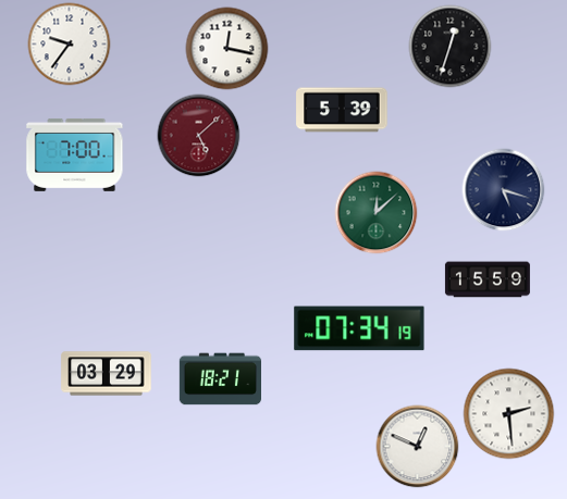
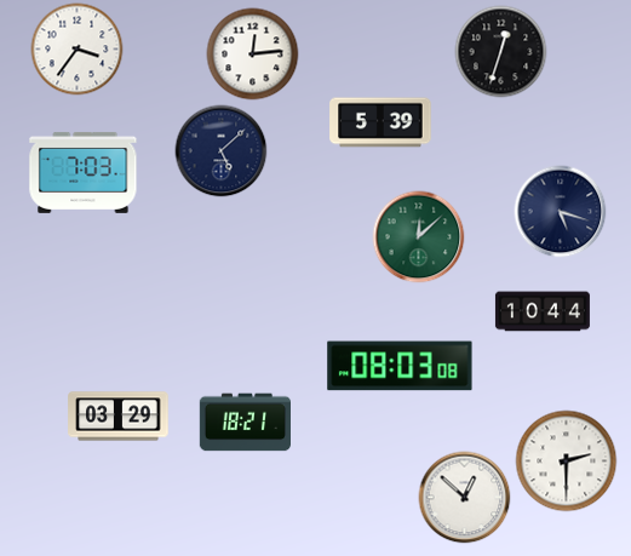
clock at (70, 45): 9:36 -> 3:36
clock at (227, 49): 12:17 -> 12:14
clock at (199, 136) dial: burgundy -> navy
clock at (75, 154): 7:00 -> 7:03
clock at (488, 279): 15:59 -> 10:44
clock at (359, 328): 07:34 -> 08:03
clock at (509, 414): 2:29 -> 2:30
clock at (418, 447): 12:49 -> 12:52
